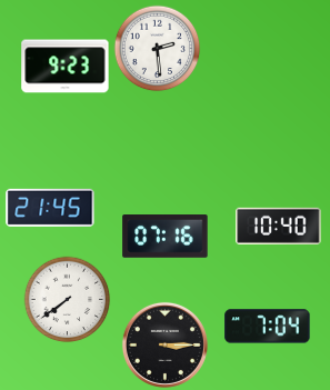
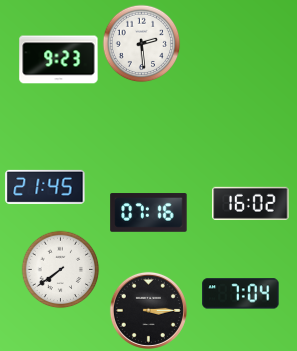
clock at (279, 226): 10:40 -> 16:02
